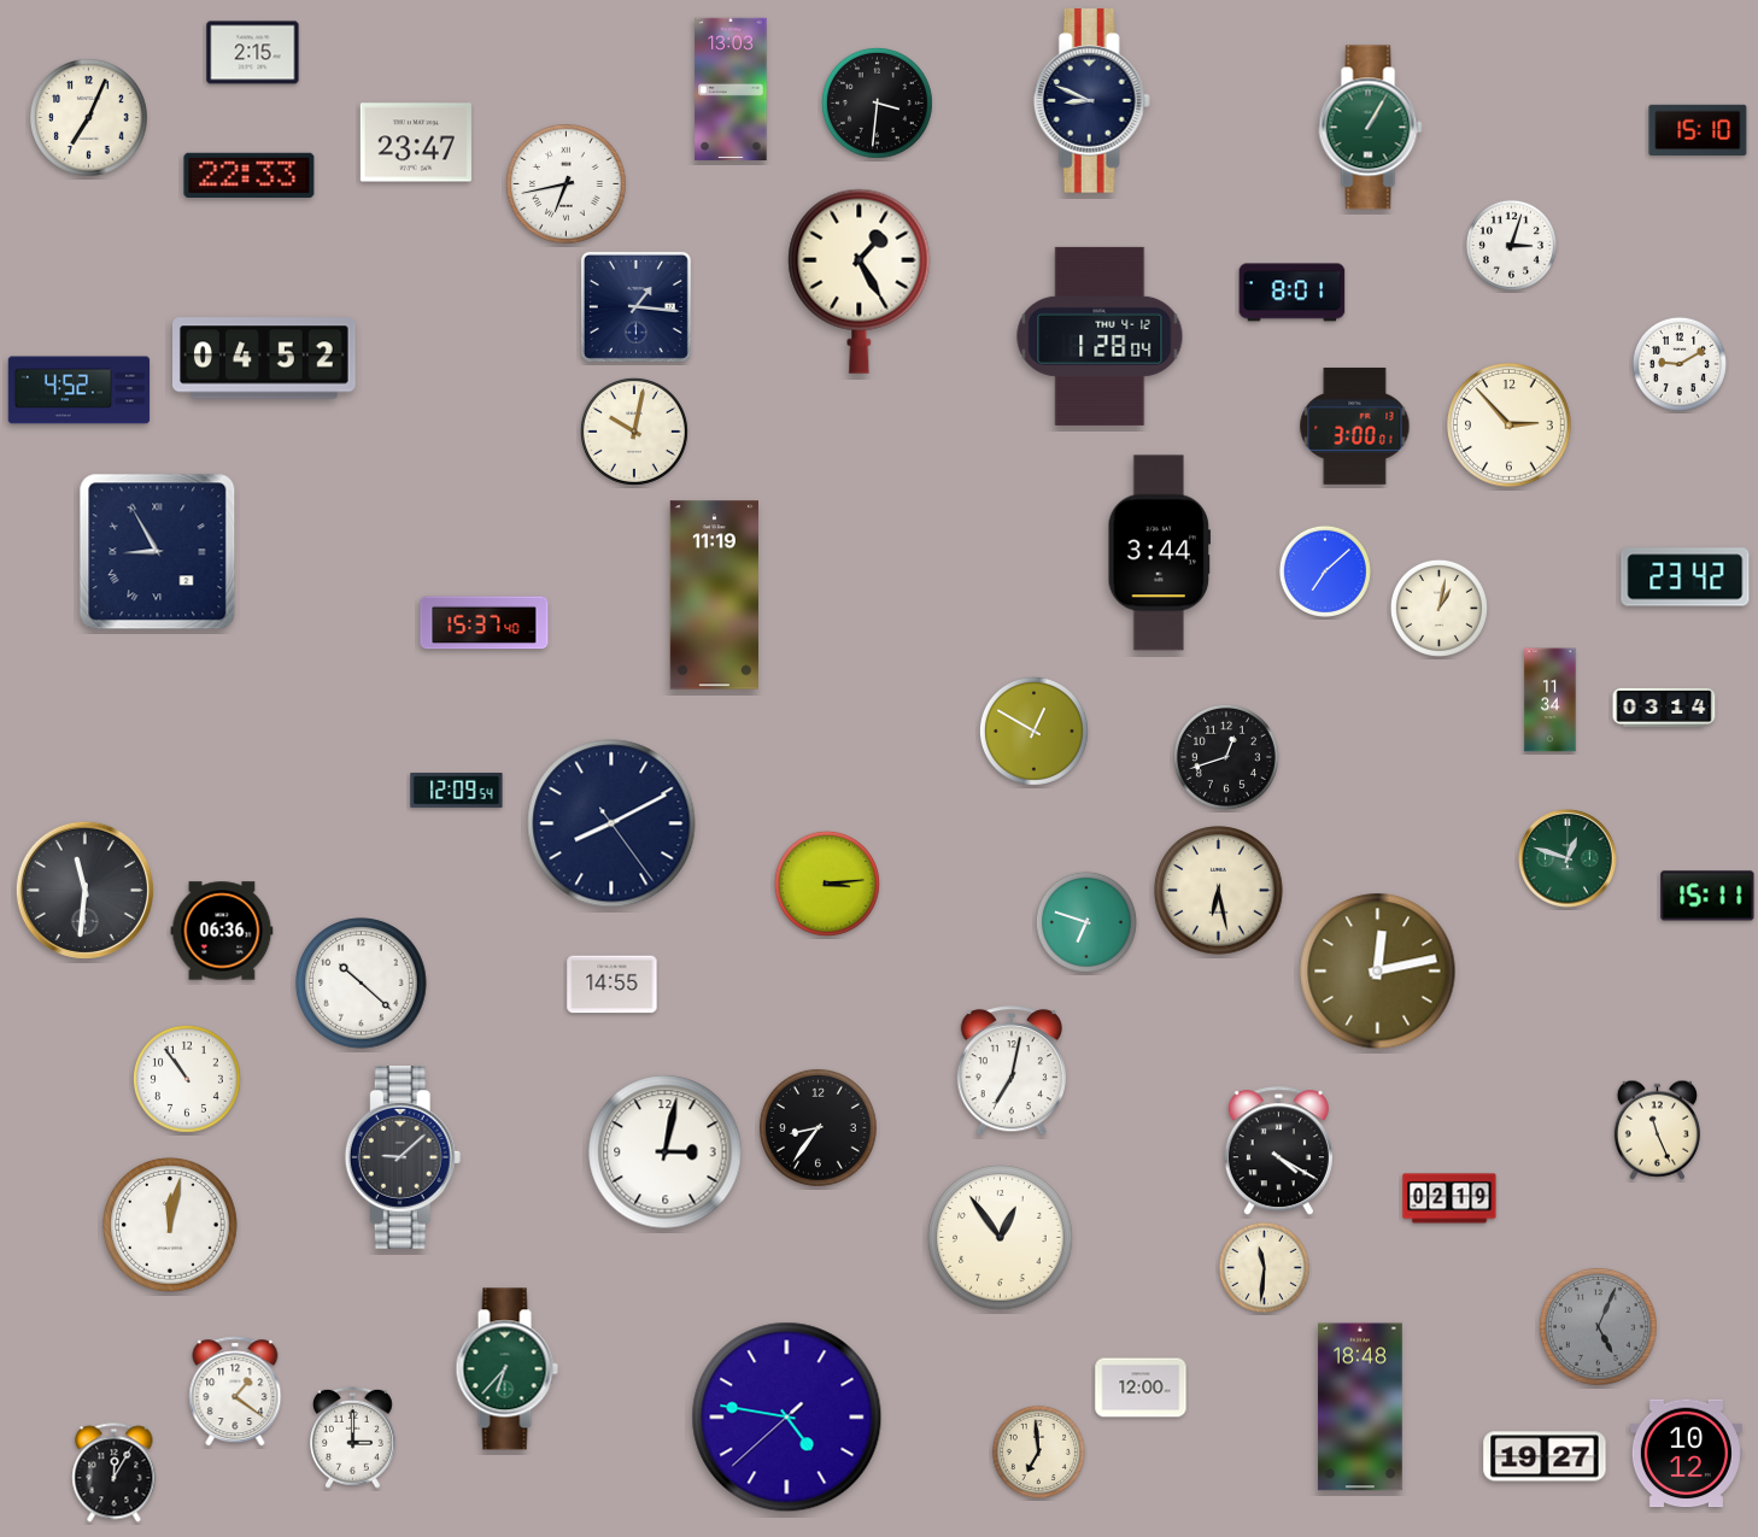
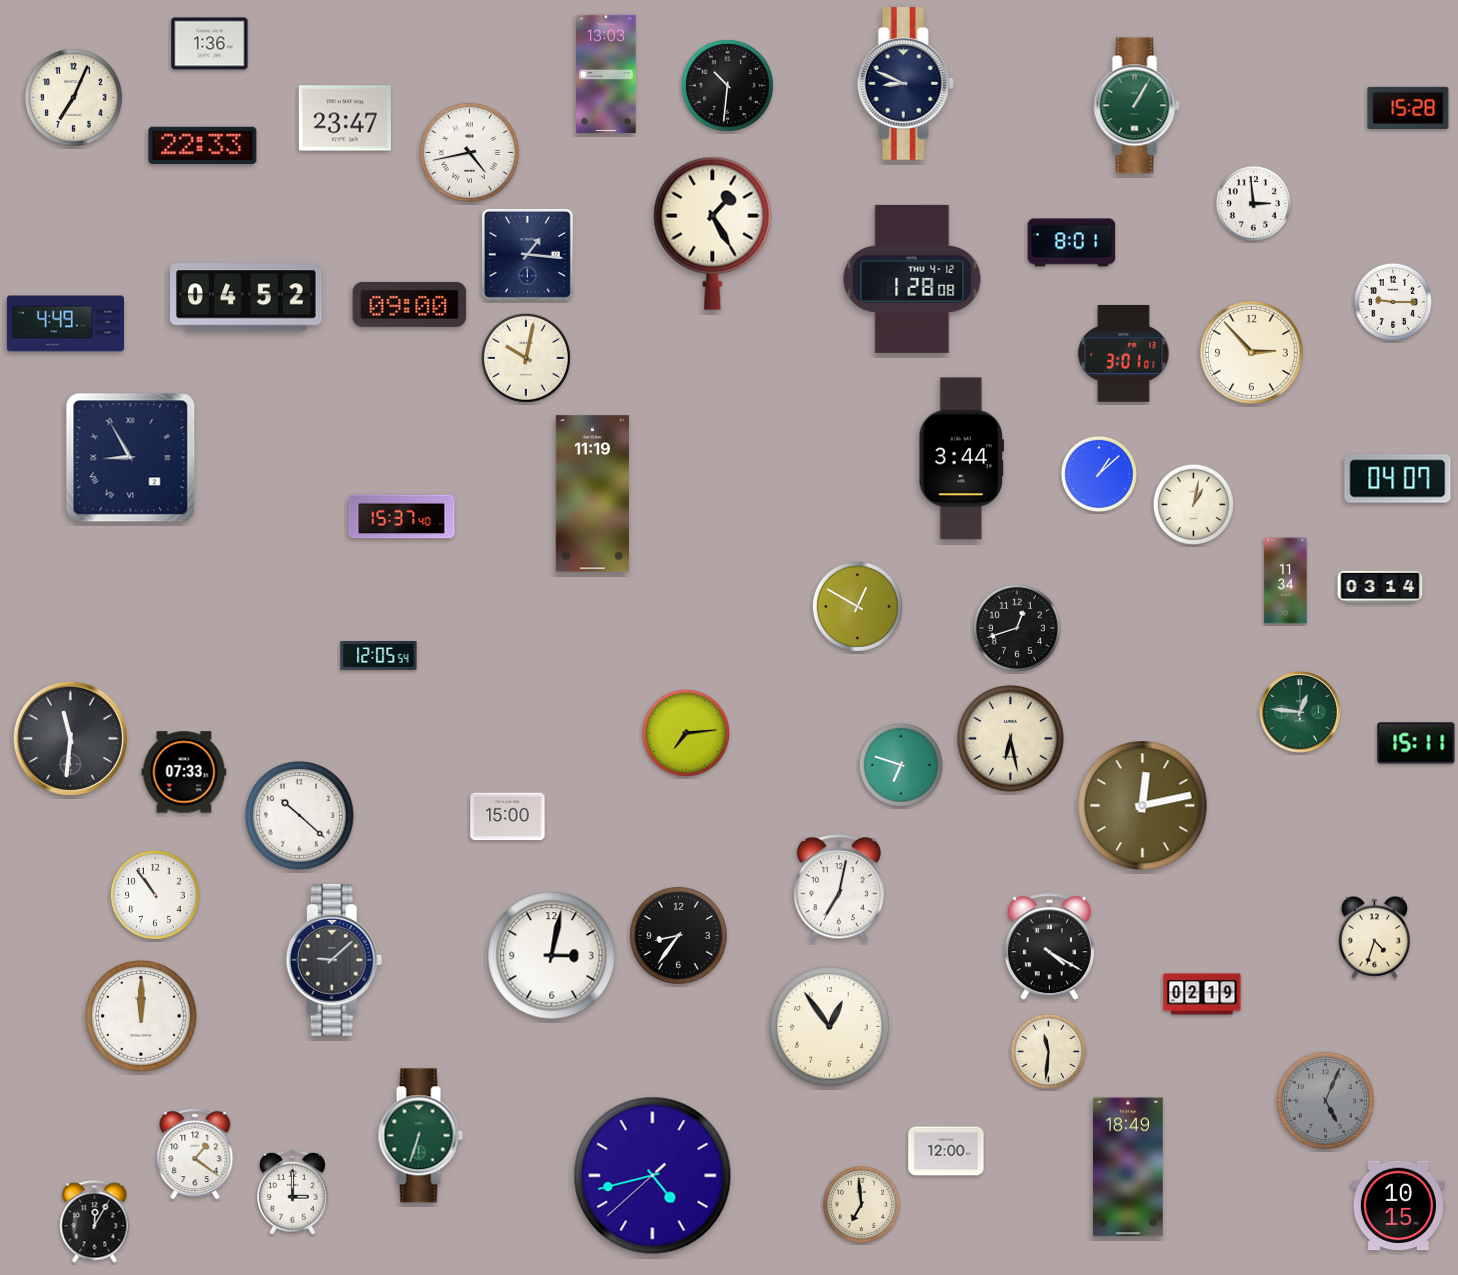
clock at (253, 53): 2:15 -> 1:36
clock at (877, 102): 3:31 -> 10:31
clock at (1698, 130): 15:10 -> 15:28
clock at (250, 175) position: (250, 175) -> (203, 145)
clock at (567, 184): 6:43 -> 4:43
clock at (1511, 245): 3:03 -> 2:59
clock at (1100, 336): 1:28:04 -> 1:28:08
clock at (265, 358) position: (265, 358) -> (247, 297)
clock at (1680, 364): 9:10 -> 9:15
clock at (410, 304): none -> 09:00
clock at (80, 391): 4:52 -> 4:49
clock at (1355, 426): 3:00 -> 3:01
clock at (1325, 571): 7:08 -> 1:08
clock at (1686, 577): 23:42 -> 04:07
clock at (457, 791): 12:09 -> 12:05
clock at (611, 823): 8:10 -> none
clock at (1569, 860): 12:48 -> 12:46
clock at (827, 884): 3:14 -> 7:14
clock at (222, 931): 06:36 -> 07:33
clock at (613, 985): 14:55 -> 15:00
clock at (1657, 1130): 11:26 -> 4:33
clock at (1278, 1151) position: (1278, 1151) -> (1049, 947)
clock at (170, 1225): 12:02 -> 12:00
clock at (506, 1369): 6:37 -> 6:33
clock at (1360, 1407): 18:48 -> 18:49
clock at (787, 1418): 4:46 -> 4:42
clock at (1686, 1454): 10:12 -> 10:15
clock at (1545, 1456): 19:27 -> none
